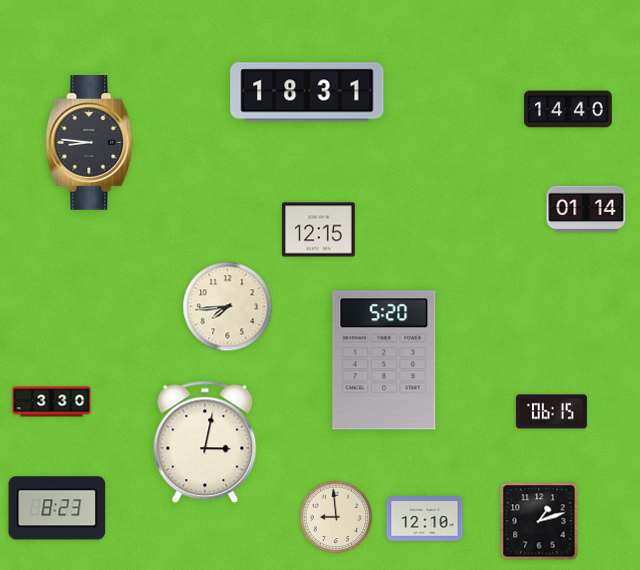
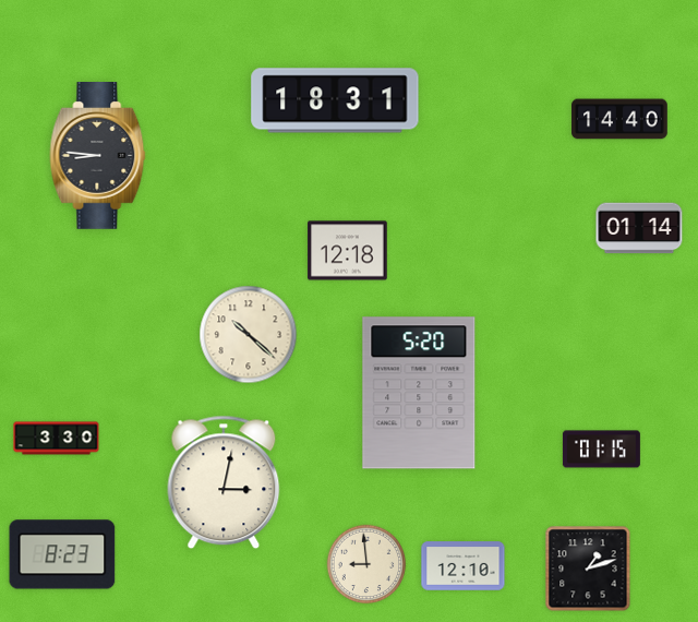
clock at (319, 230): 12:15 -> 12:18
clock at (228, 307): 7:44 -> 10:22
clock at (551, 412): 06:15 -> 01:15
